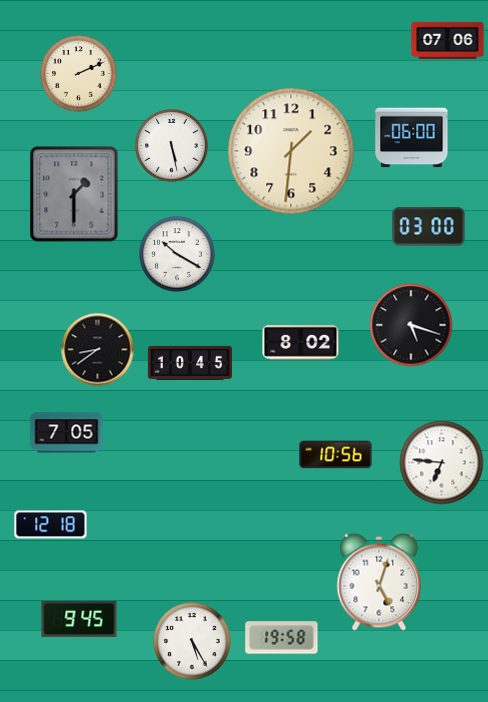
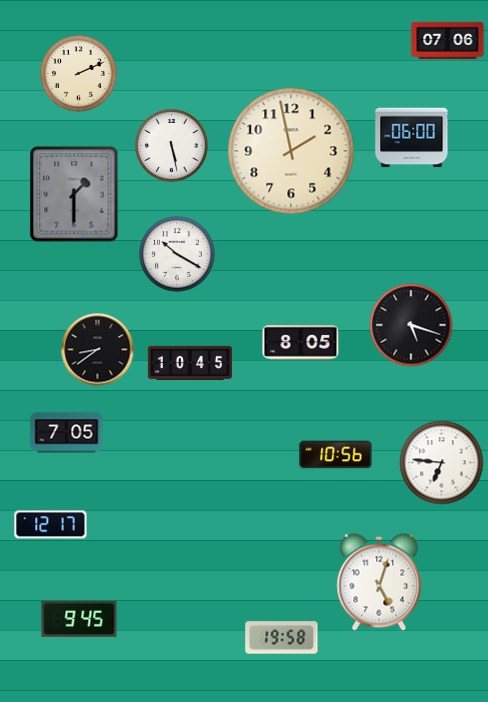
clock at (291, 151): 1:31 -> 1:58
clock at (429, 227): 03:00 -> none
clock at (301, 343): 8:02 -> 8:05
clock at (51, 525): 12:18 -> 12:17
clock at (192, 641): 5:25 -> none
